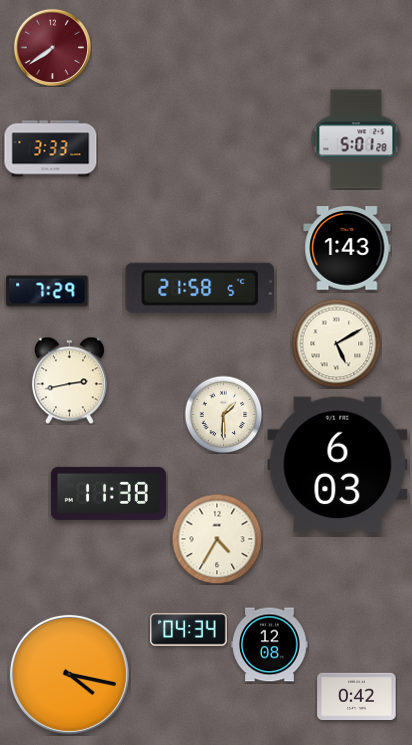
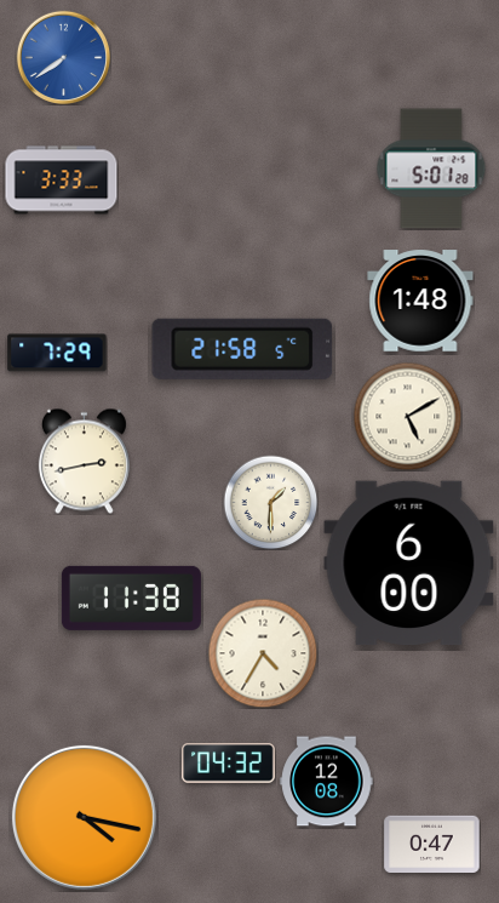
clock at (52, 47) dial: burgundy -> blue
clock at (347, 248): 1:43 -> 1:48
clock at (338, 465): 6:03 -> 6:00
clock at (189, 630): 04:34 -> 04:32
clock at (357, 696): 0:42 -> 0:47
